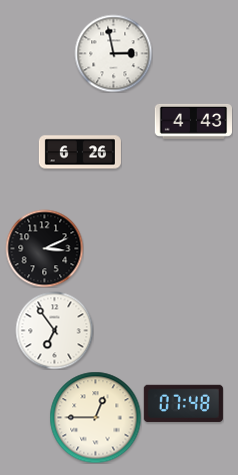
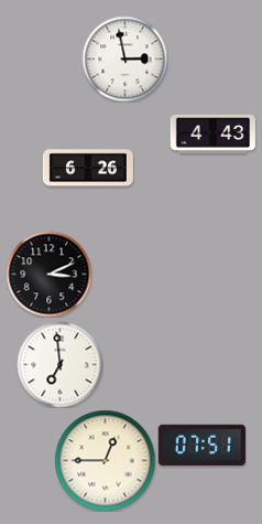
clock at (54, 330): 6:54 -> 6:59
clock at (183, 403): 07:48 -> 07:51
